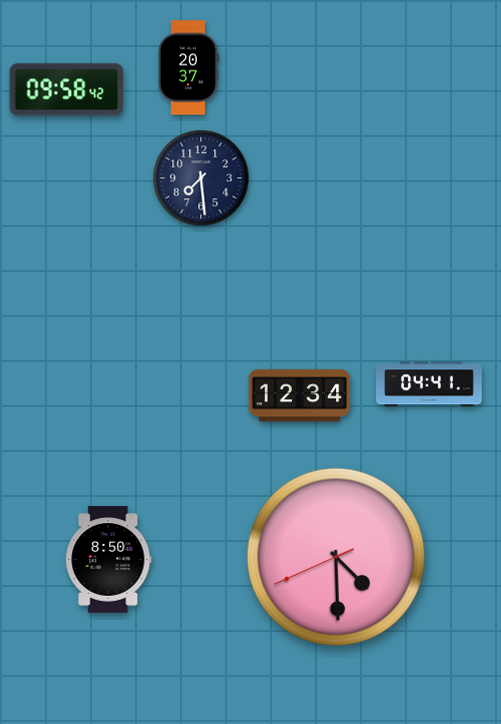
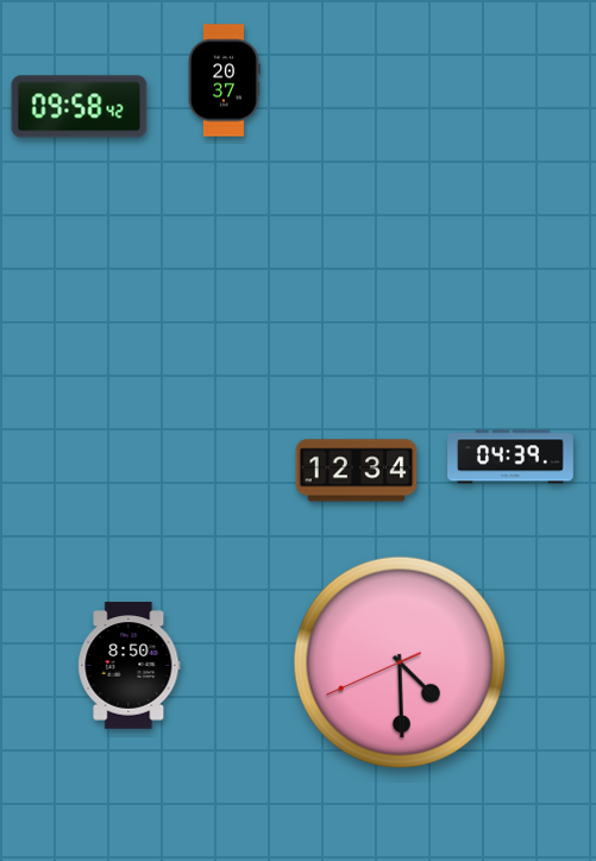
clock at (201, 178): 7:29 -> none
clock at (429, 384): 04:41 -> 04:39
